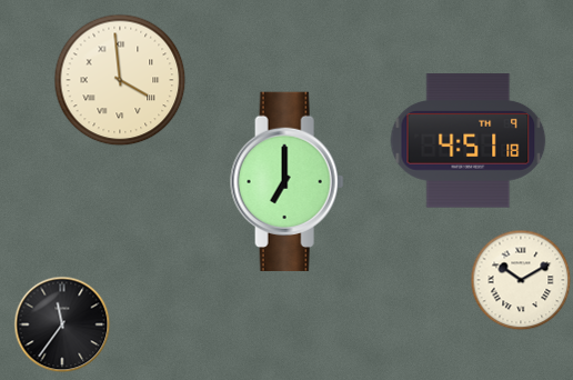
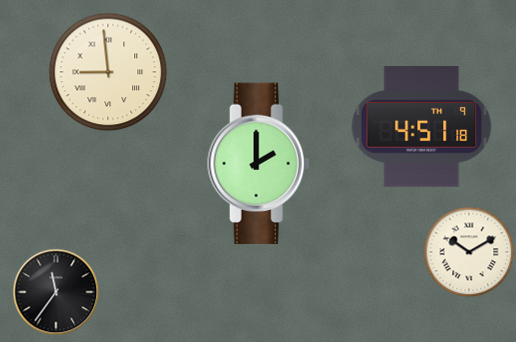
clock at (120, 80): 3:59 -> 8:59
clock at (288, 181): 7:00 -> 2:00
